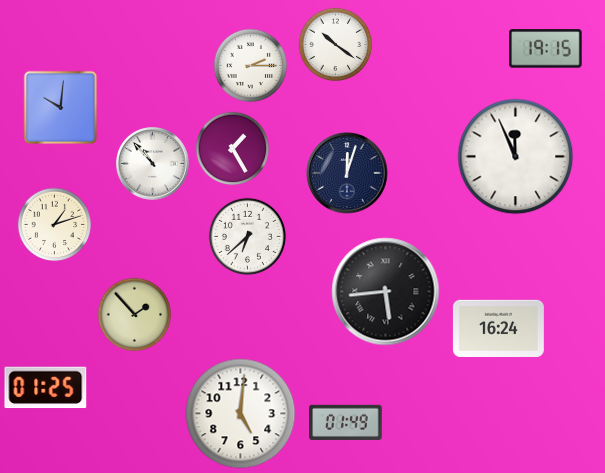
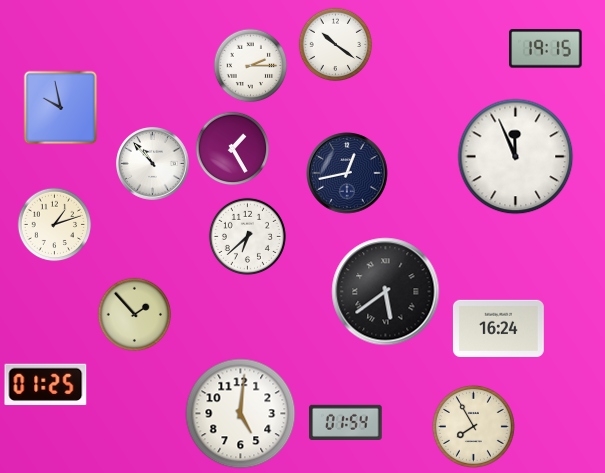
clock at (61, 108): 10:01 -> 9:58
clock at (347, 173): 12:03 -> 12:43
clock at (386, 292): 5:44 -> 5:39
clock at (46, 388) position: (46, 388) -> (46, 385)
clock at (346, 422): 01:49 -> 01:54
clock at (473, 426): none -> 7:55
